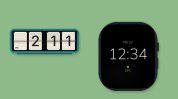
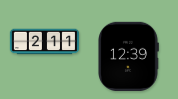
clock at (129, 56): 12:34 -> 12:39
